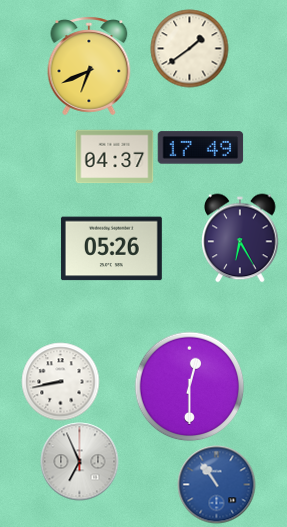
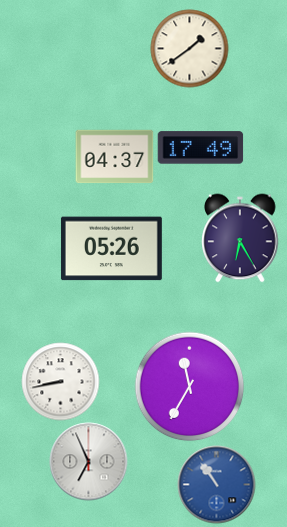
clock at (89, 66): 6:41 -> none
clock at (189, 386): 12:30 -> 11:35
clock at (79, 461) position: (79, 461) -> (88, 461)
